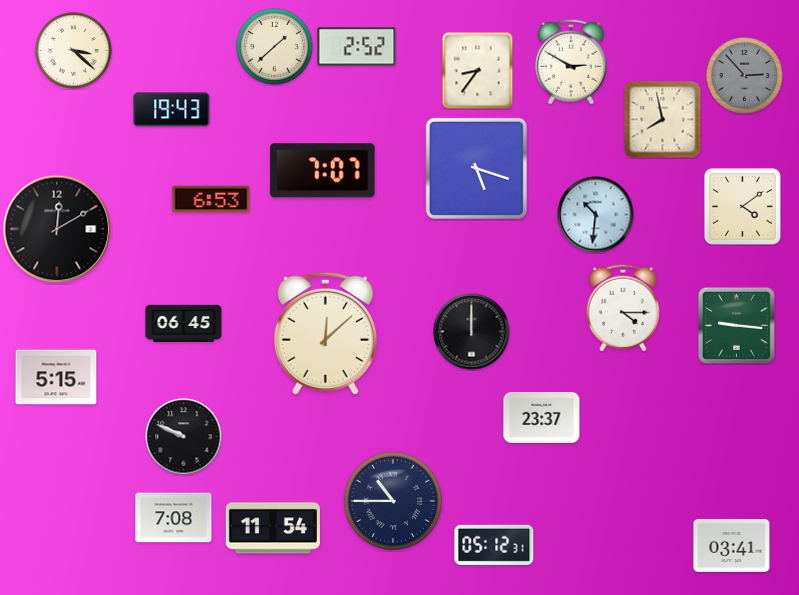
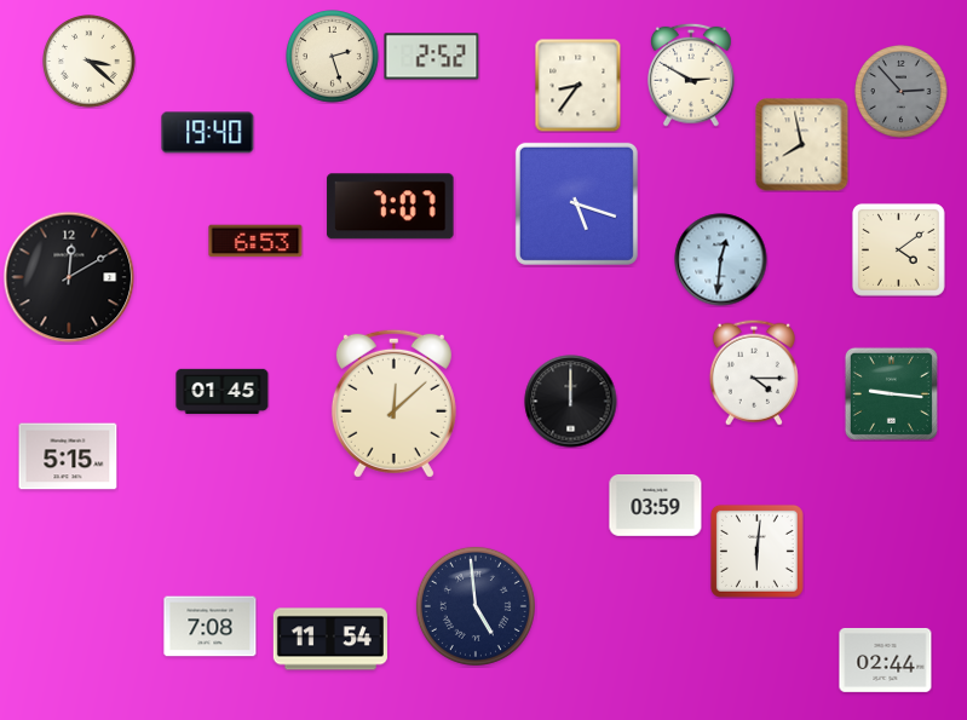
clock at (275, 47): 1:38 -> 2:27
clock at (172, 110): 19:43 -> 19:40
clock at (596, 215): 10:31 -> 12:31
clock at (184, 323): 06:45 -> 01:45
clock at (542, 417): 23:37 -> 03:59
clock at (184, 437): 9:49 -> none
clock at (756, 551): none -> 6:01
clock at (393, 501): 10:45 -> 4:59
clock at (494, 545): 05:12 -> none
clock at (732, 545): 03:41 -> 02:44
